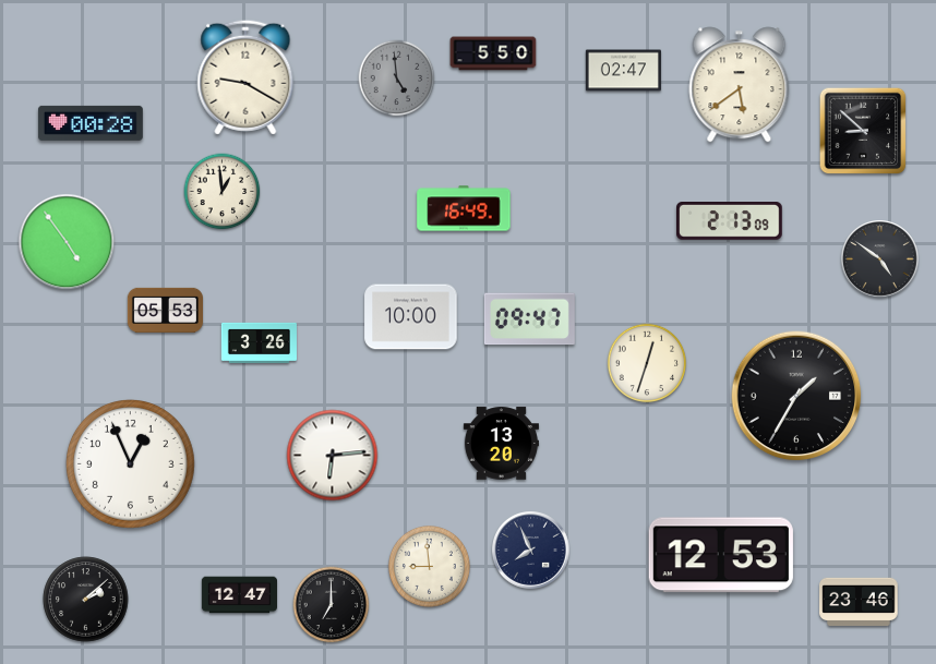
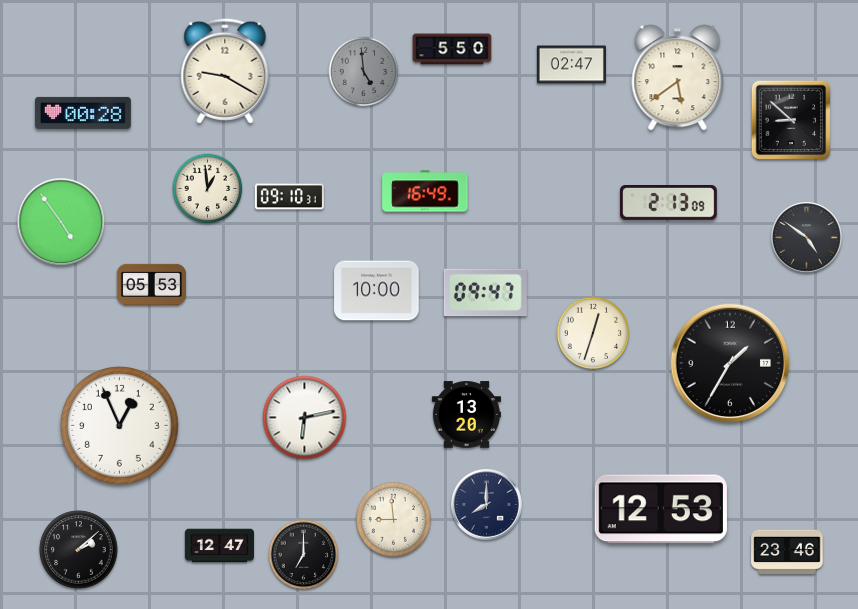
clock at (223, 192) position: (223, 192) -> (208, 189)
clock at (289, 197): none -> 09:10
clock at (259, 342): 3:26 -> none
clock at (501, 444) position: (501, 444) -> (466, 415)
clock at (333, 456): 6:14 -> 6:13
clock at (531, 551): 7:56 -> 8:00
